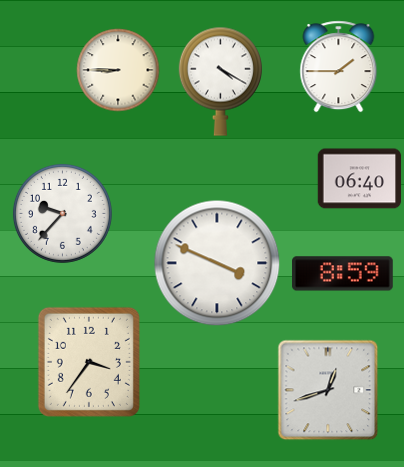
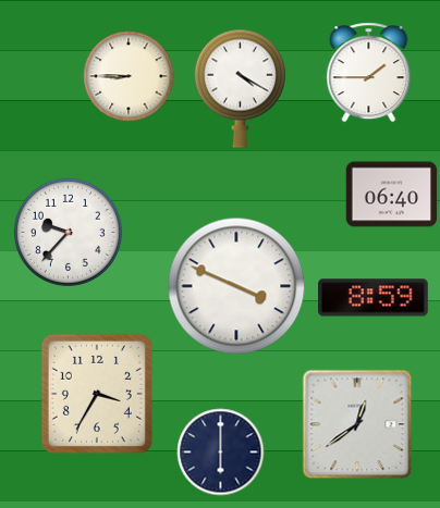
clock at (89, 362): 3:36 -> 3:35
clock at (328, 390): 12:42 -> 12:39
clock at (220, 451): none -> 6:00
